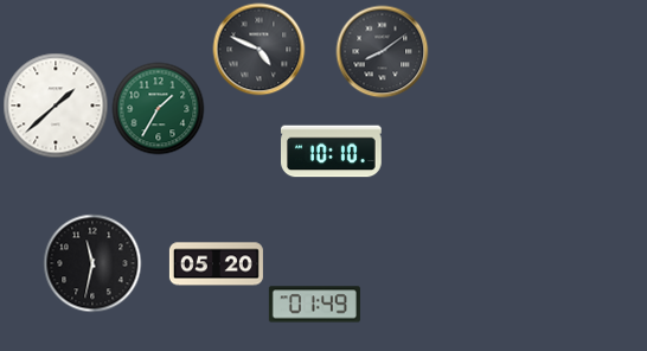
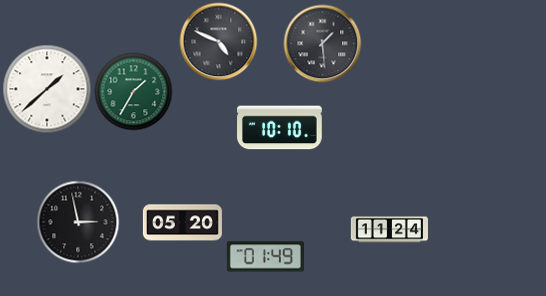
clock at (382, 51): 8:09 -> 1:29
clock at (92, 263): 11:32 -> 2:58
clock at (389, 230): none -> 11:24
